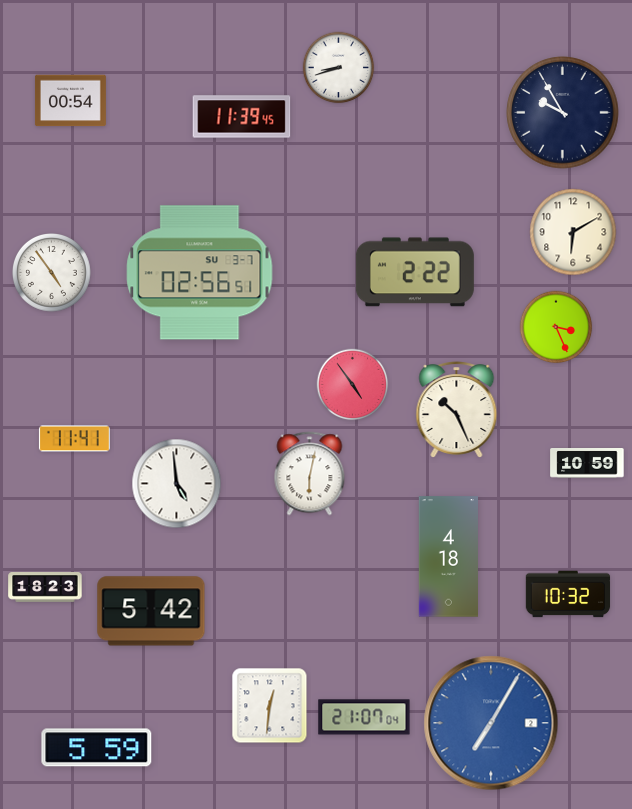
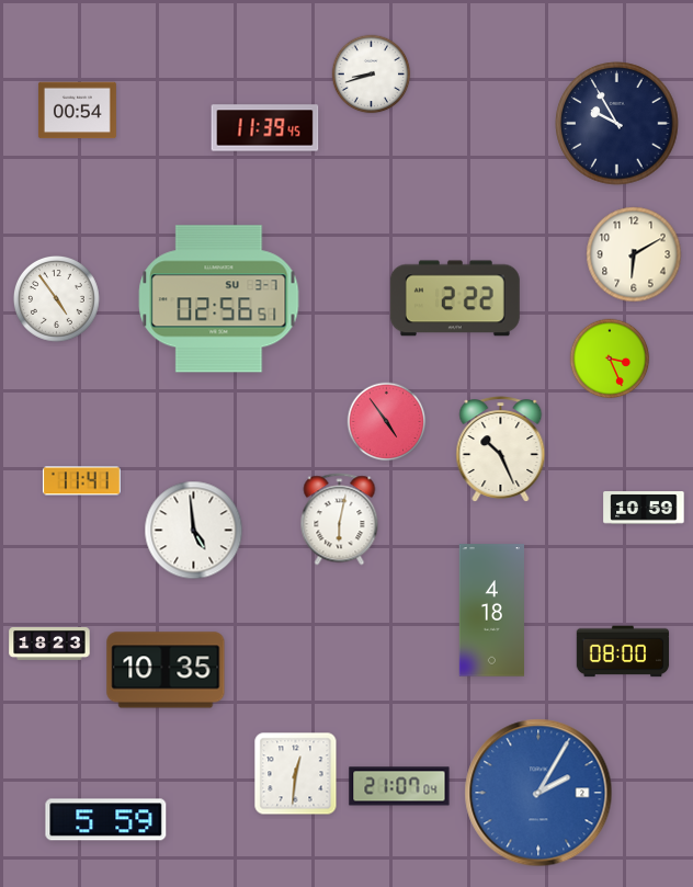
clock at (573, 232) position: (573, 232) -> (634, 254)
clock at (568, 594): 10:32 -> 08:00
clock at (151, 611): 5:42 -> 10:35
clock at (491, 723): 7:05 -> 2:05
